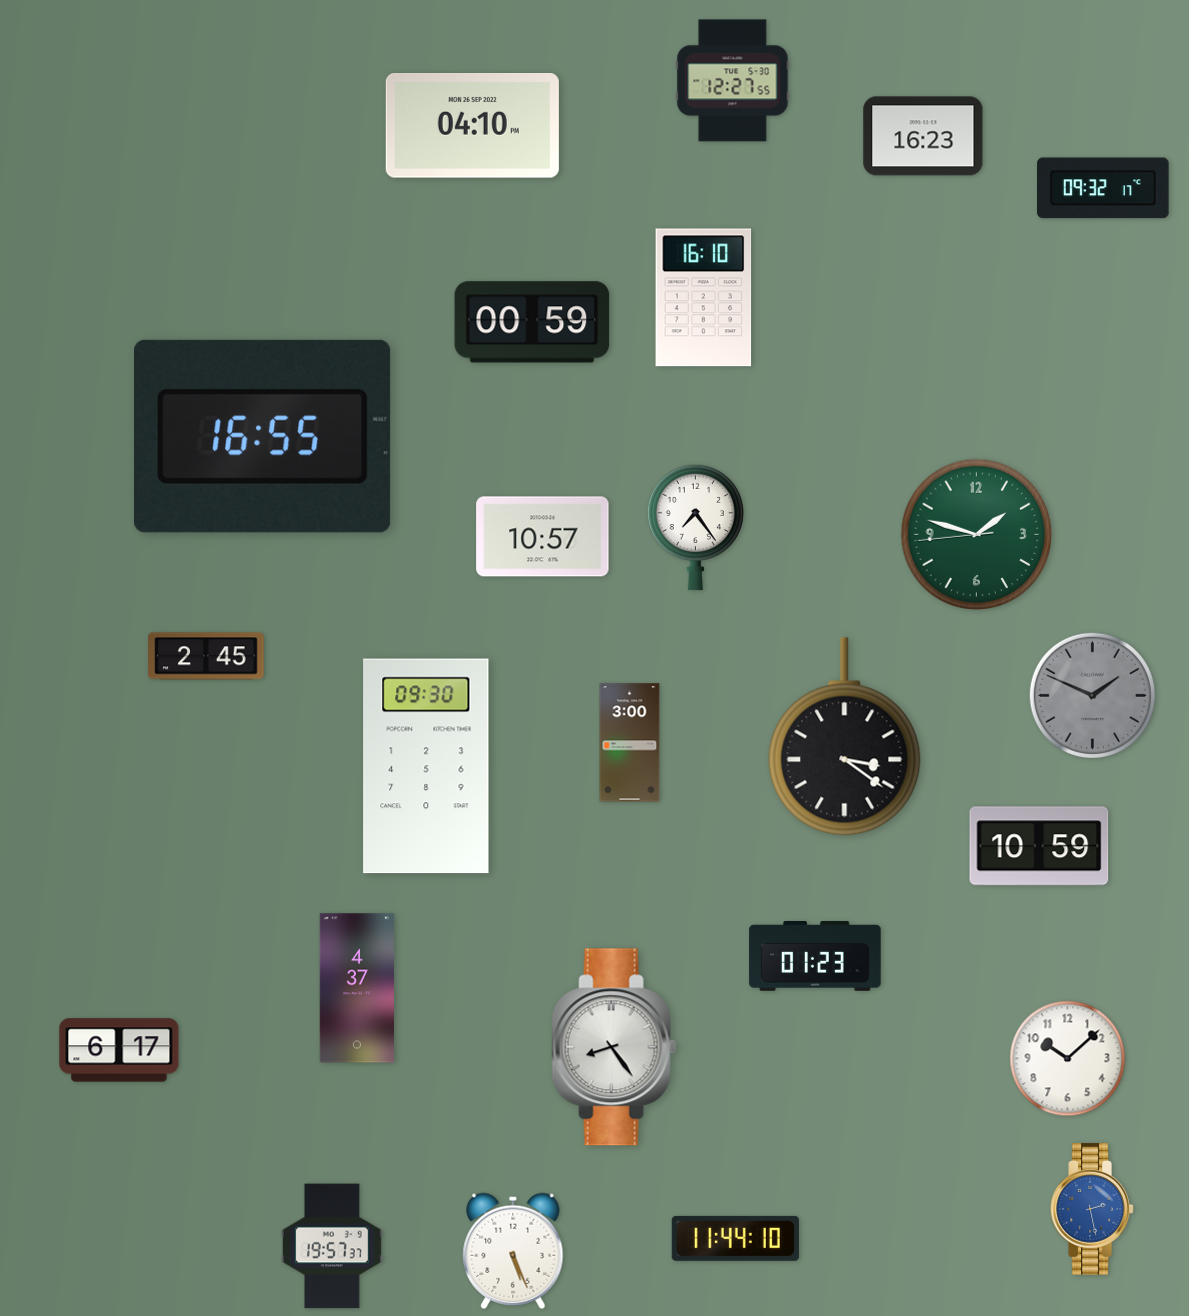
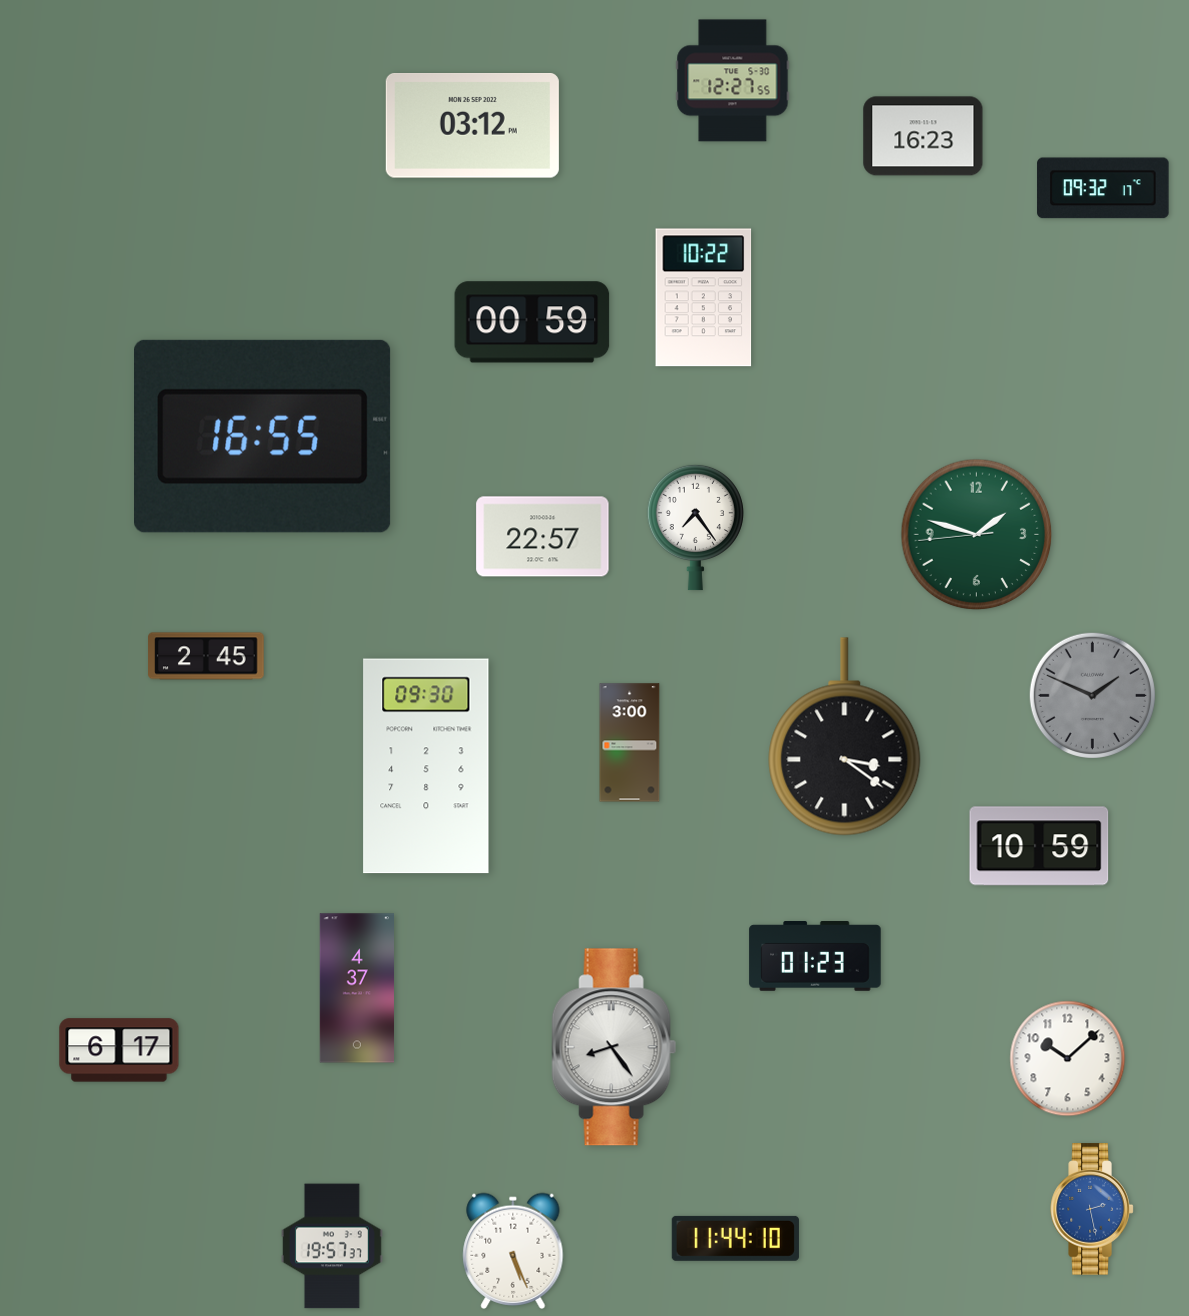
clock at (472, 126): 04:10 -> 03:12
clock at (704, 298): 16:10 -> 10:22
clock at (543, 537): 10:57 -> 22:57
